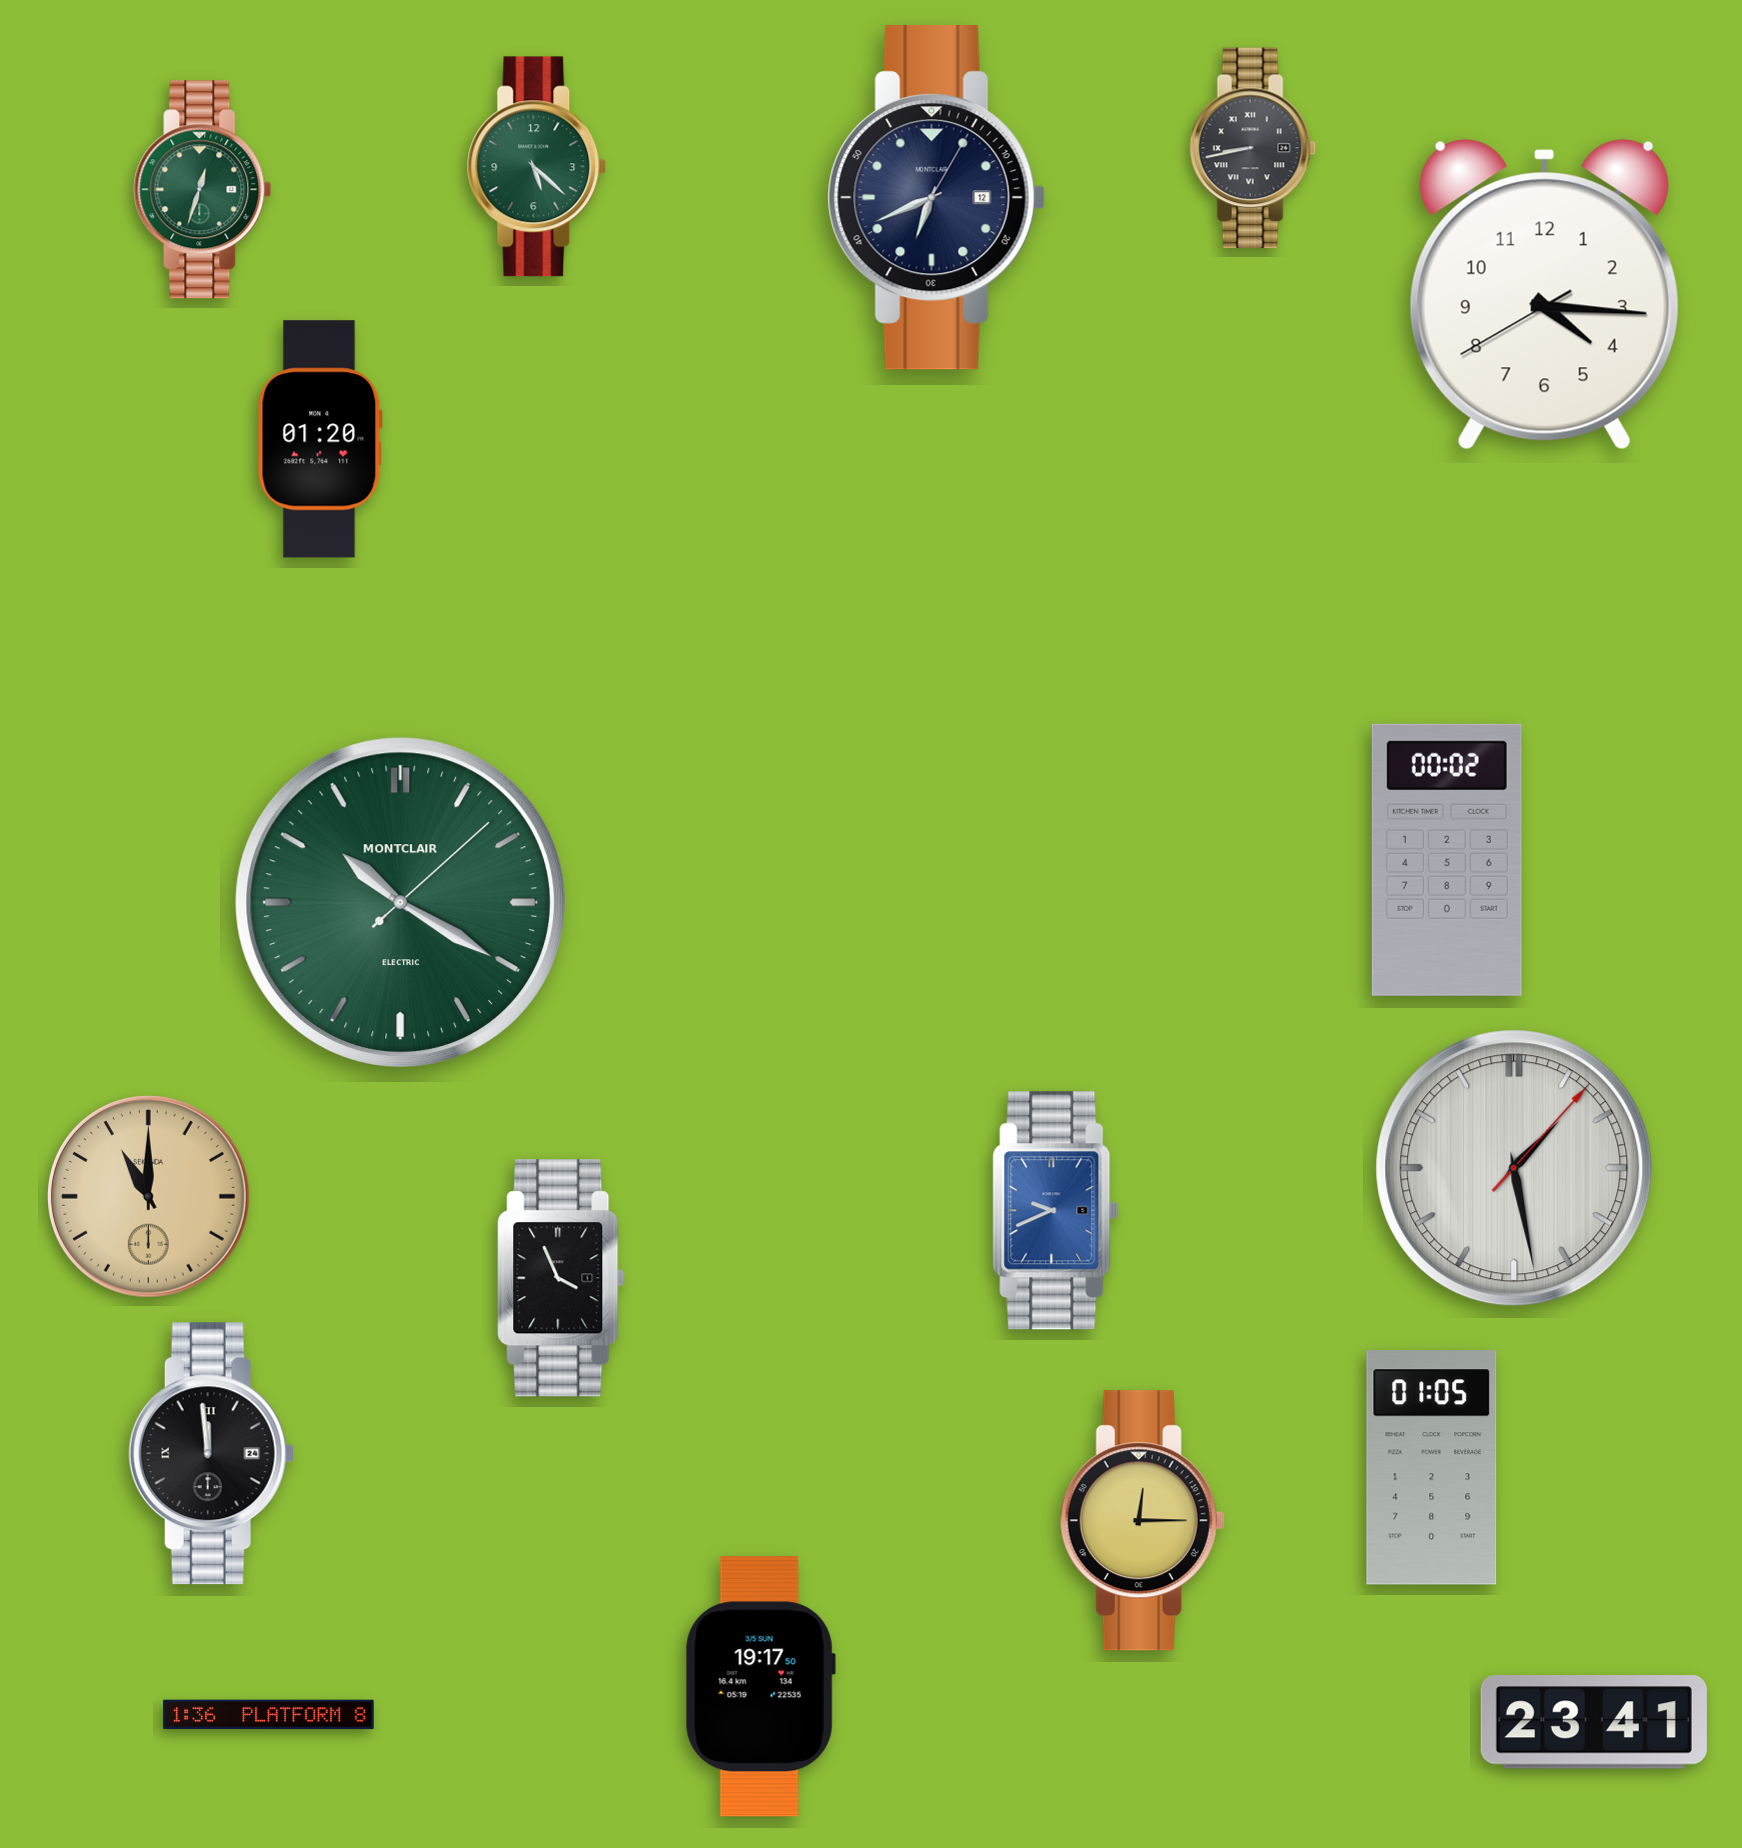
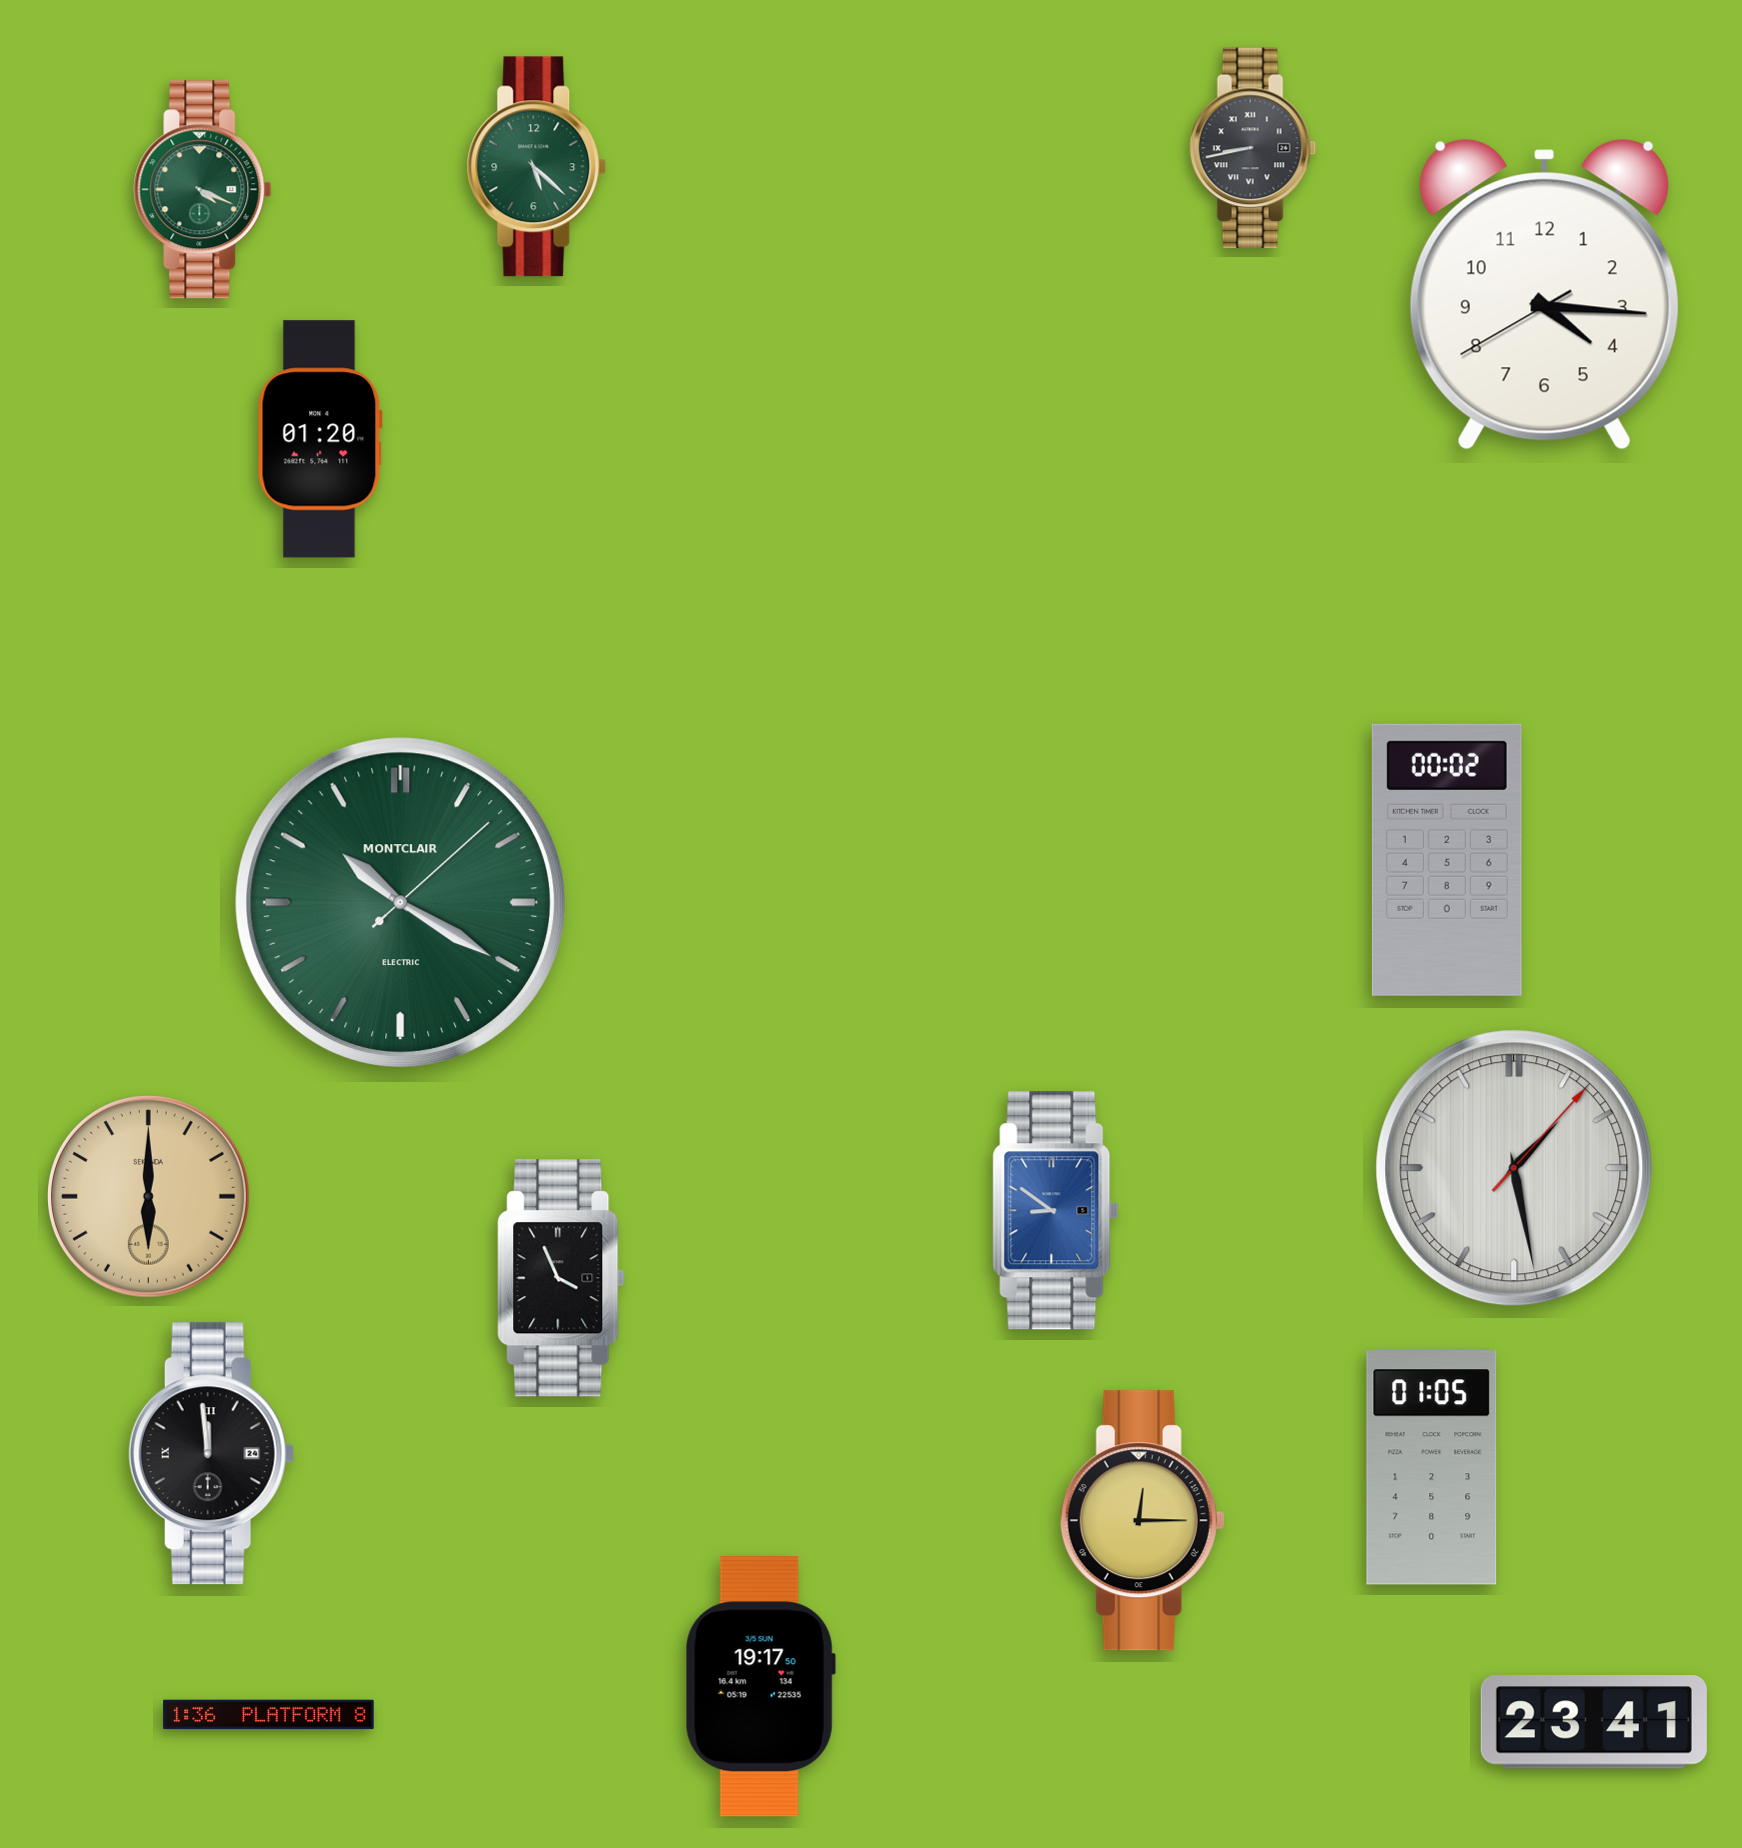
clock at (203, 190): 12:33 -> 4:19
clock at (936, 198): 6:41 -> none
clock at (149, 1197): 11:00 -> 6:00
clock at (1056, 1211): 9:41 -> 8:51
